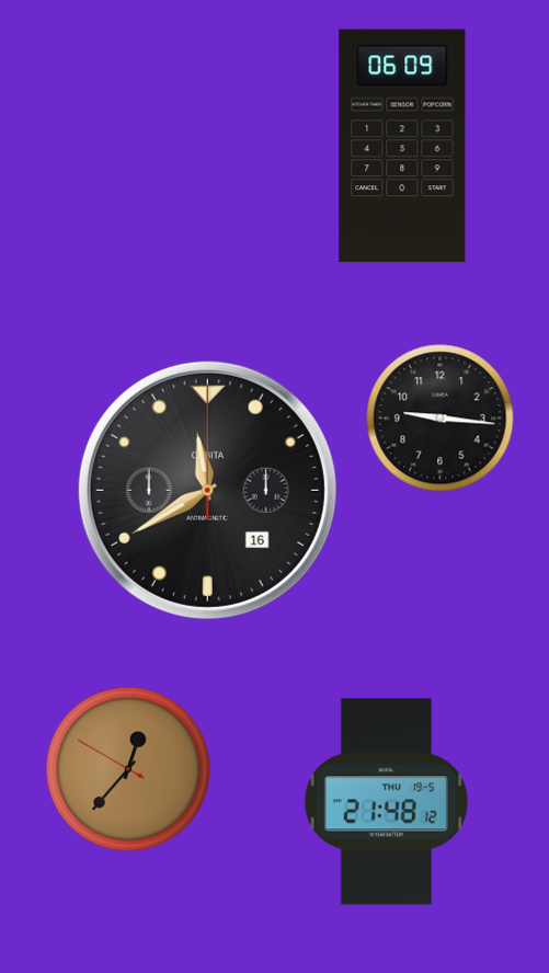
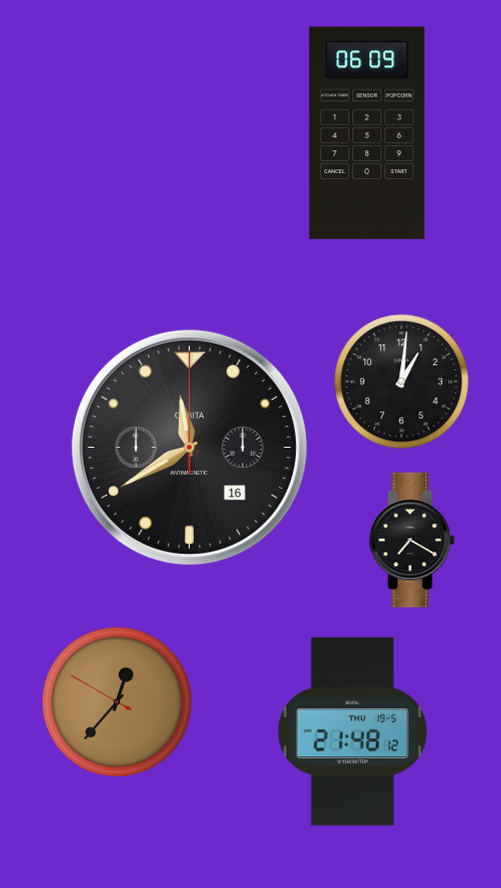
clock at (441, 419): 9:16 -> 1:01
clock at (412, 540): none -> 7:20
